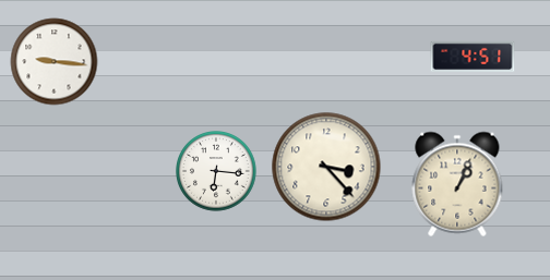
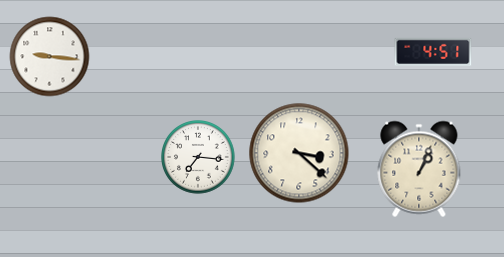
clock at (326, 167): 3:23 -> 3:22
clock at (217, 172): 6:16 -> 7:16
